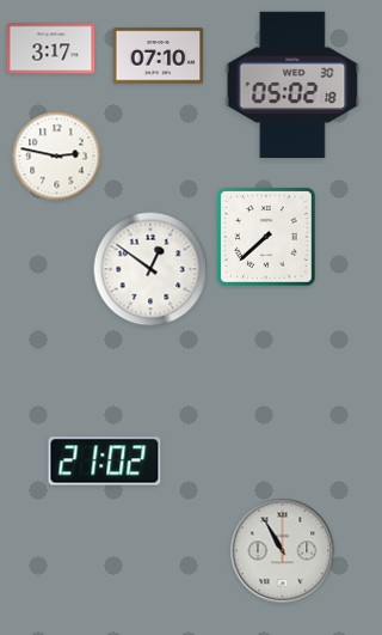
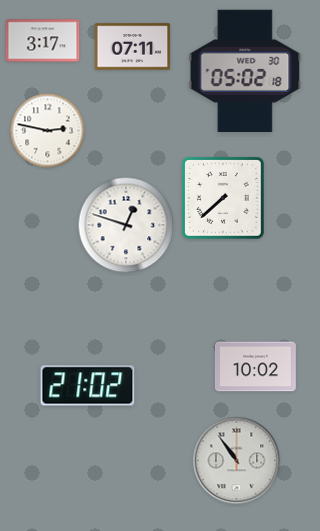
clock at (159, 56): 07:10 -> 07:11
clock at (150, 269): 12:51 -> 12:48
clock at (255, 367): none -> 10:02
clock at (283, 551): 10:55 -> 10:54
